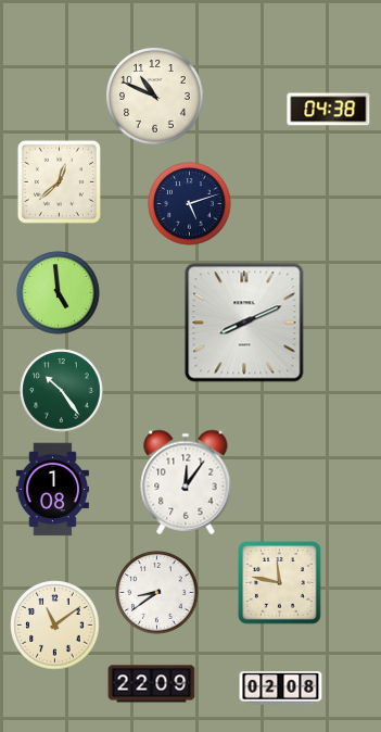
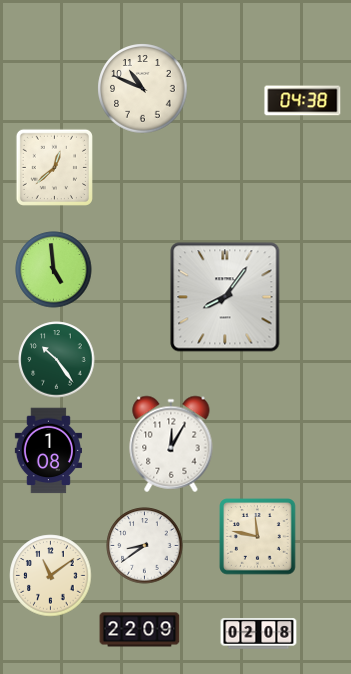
clock at (190, 204): 5:12 -> none
clock at (244, 323): 8:11 -> 8:06
clock at (186, 482): 12:06 -> 12:05
